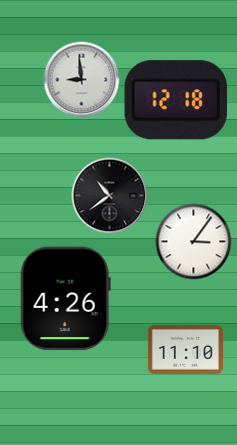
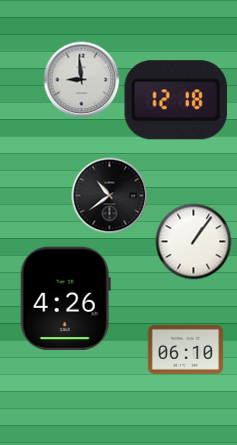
clock at (194, 242): 3:06 -> 1:06
clock at (186, 349): 11:10 -> 06:10
